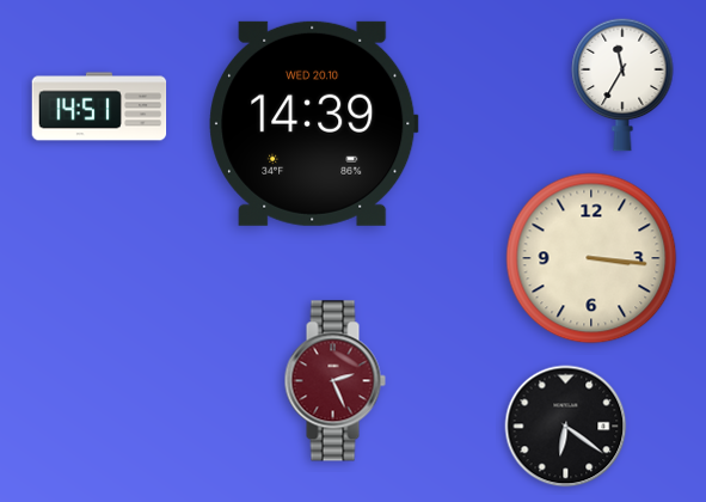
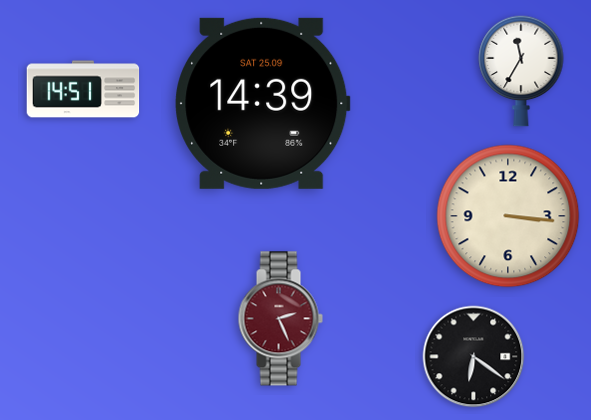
clock at (314, 123) date: WED 20.10 -> SAT 25.09
clock at (591, 258) position: (591, 258) -> (508, 216)
